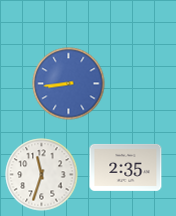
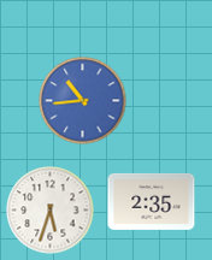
clock at (69, 84): 8:44 -> 10:44
clock at (42, 175): 11:33 -> 5:33
